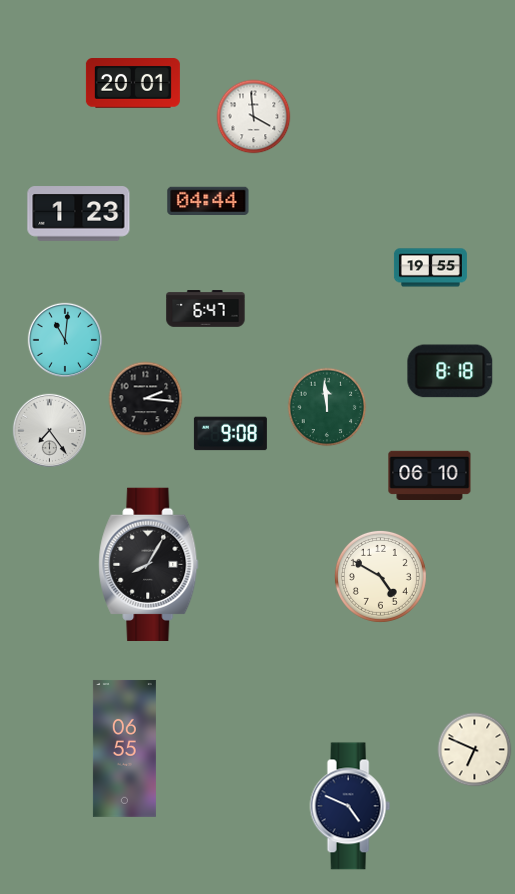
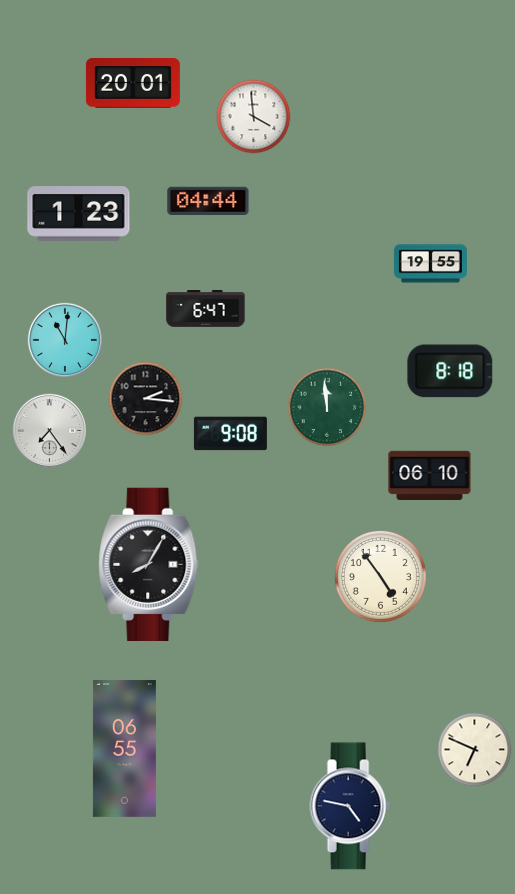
clock at (430, 268) position: (430, 268) -> (430, 264)
clock at (380, 576): 4:50 -> 4:54
clock at (350, 806): 4:49 -> 4:47
